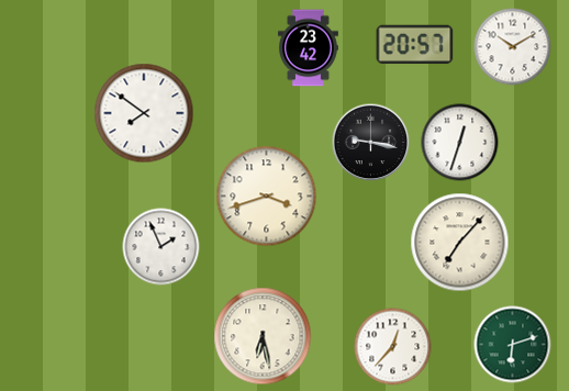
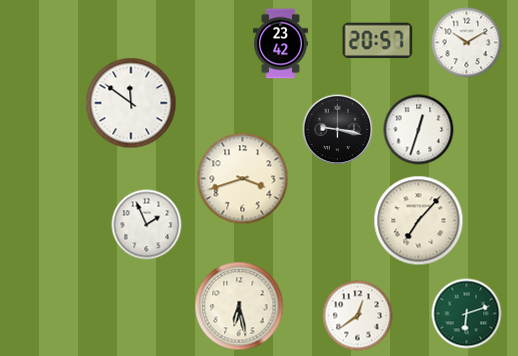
clock at (144, 113): 7:51 -> 11:51
clock at (393, 347): 12:37 -> 12:39
